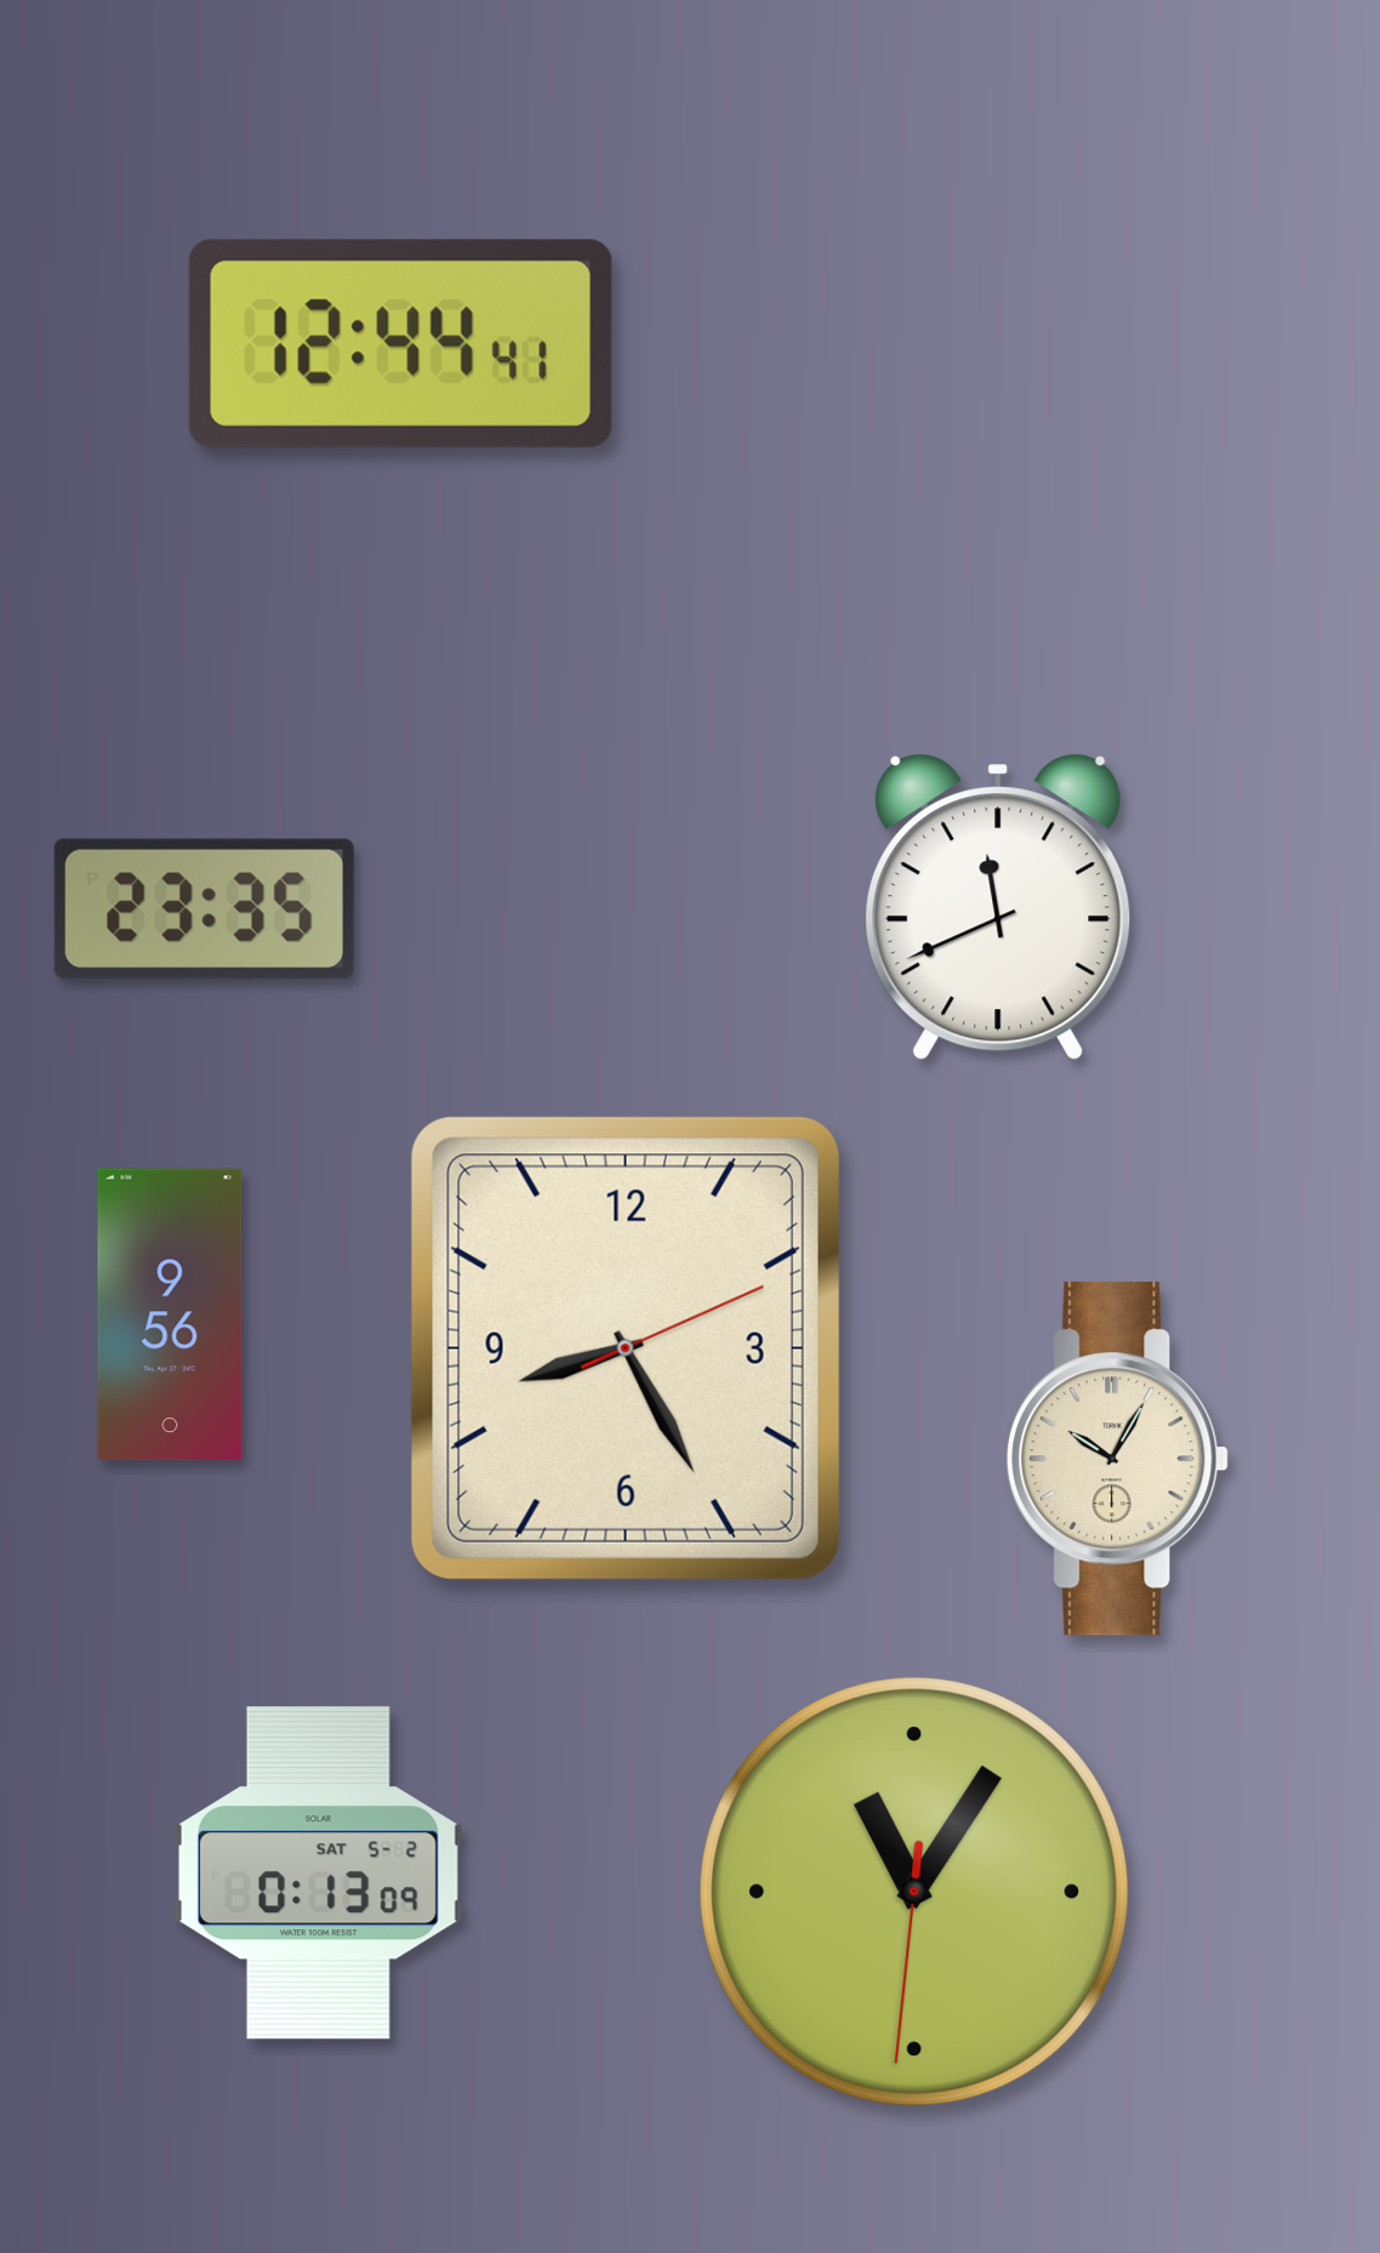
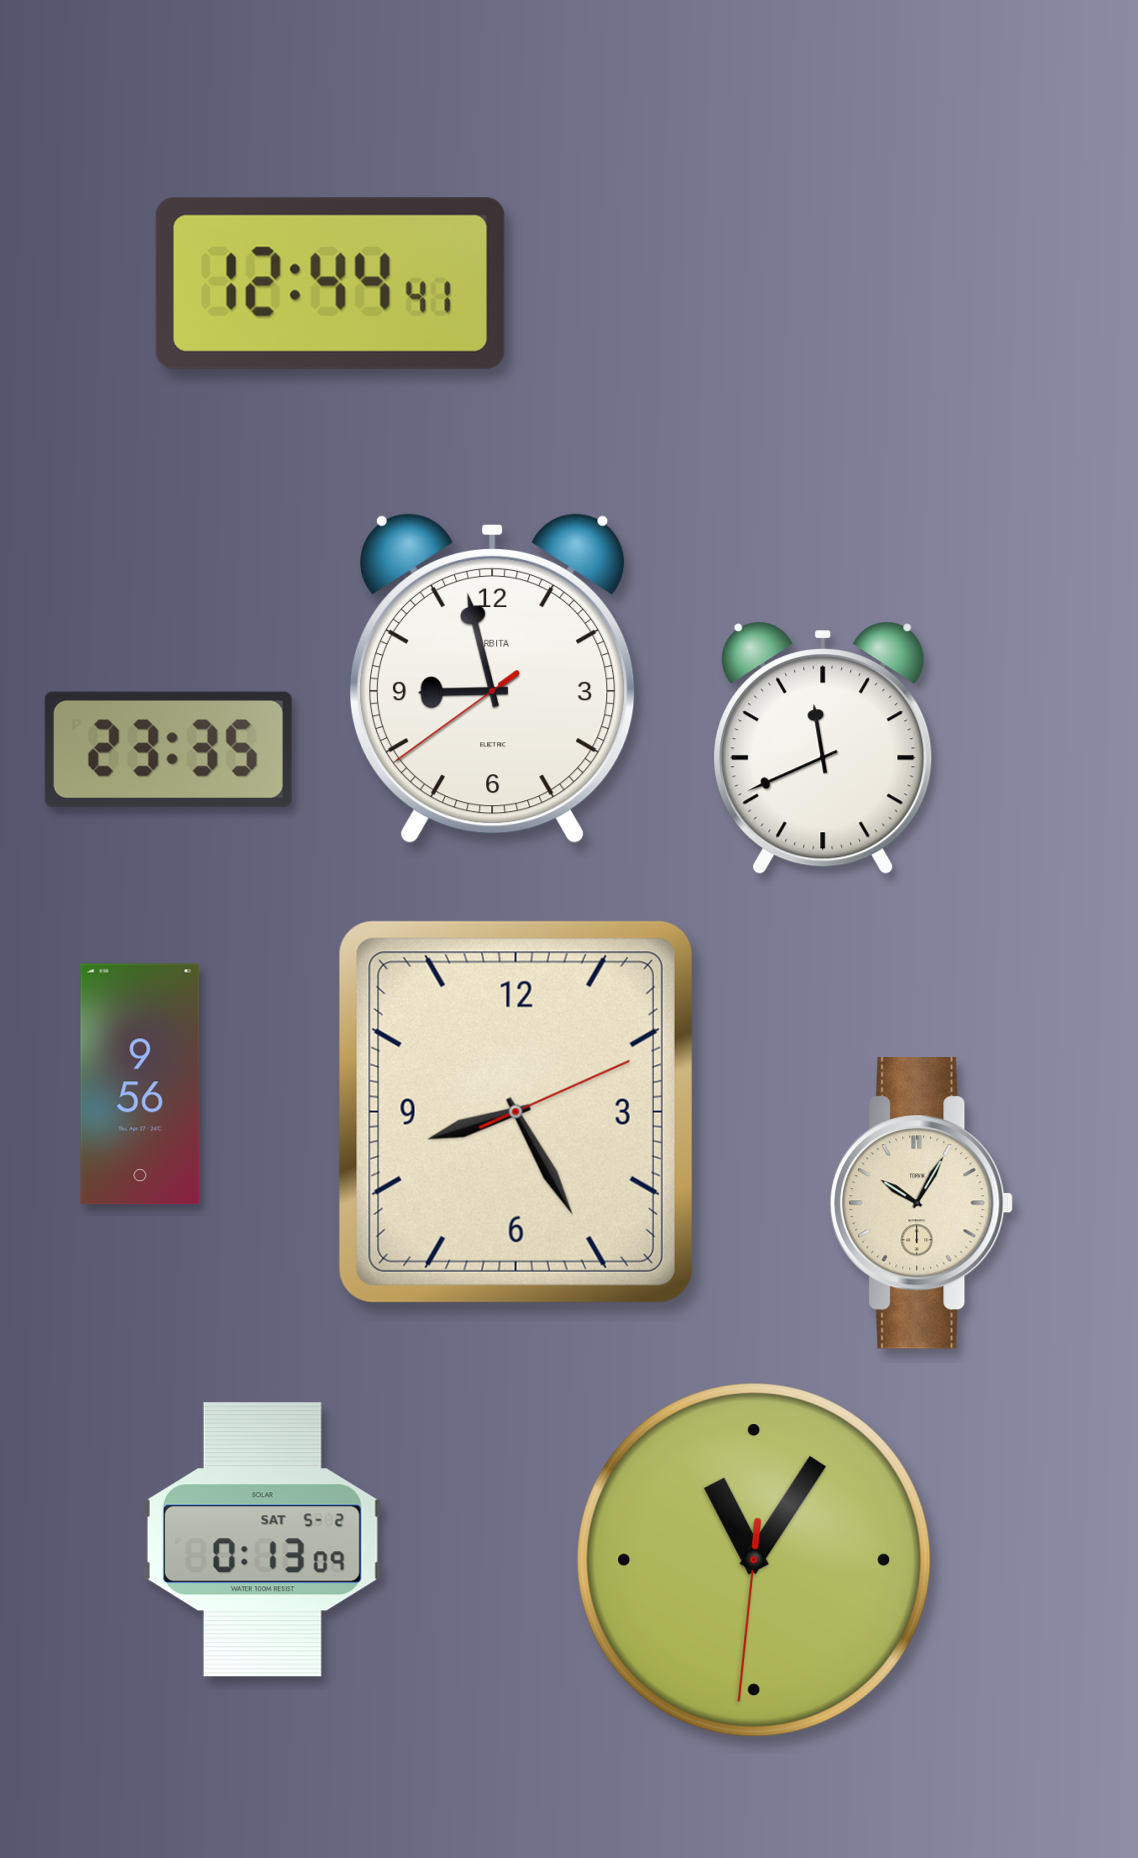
clock at (492, 678): none -> 8:57
clock at (318, 1873) position: (318, 1873) -> (262, 1540)
